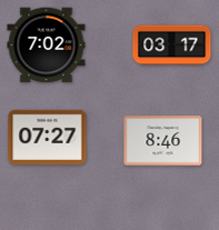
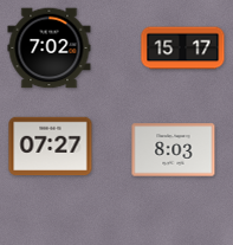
clock at (172, 46): 03:17 -> 15:17
clock at (163, 141): 8:46 -> 8:03
